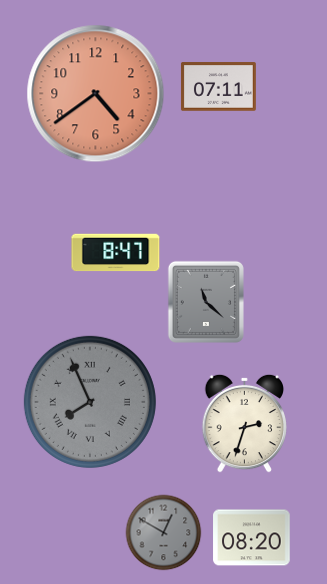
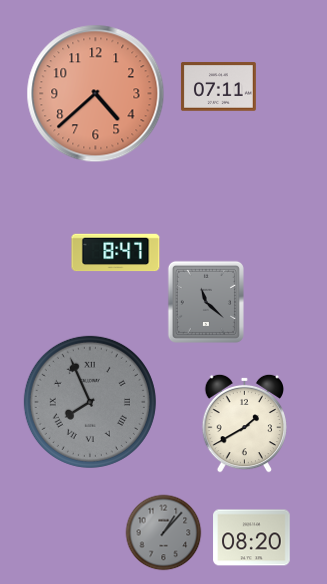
clock at (96, 94): 4:39 -> 4:38
clock at (245, 423): 2:33 -> 1:40
clock at (164, 533): 12:50 -> 1:07
